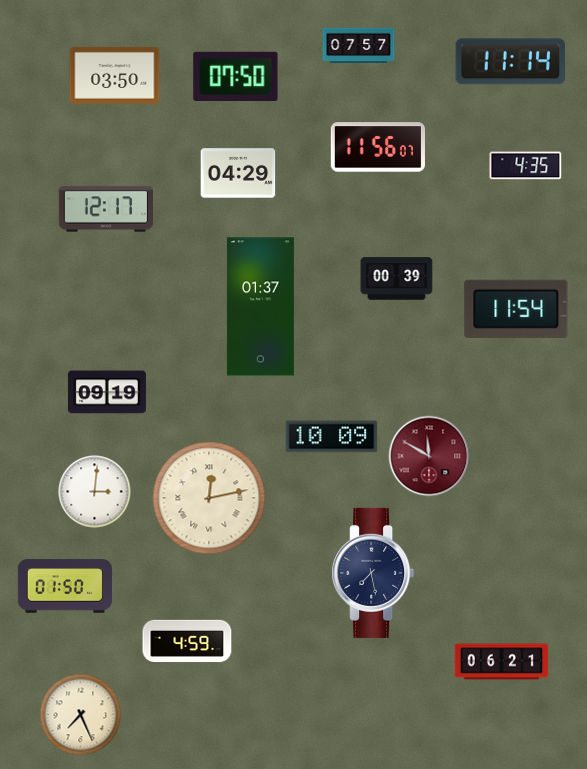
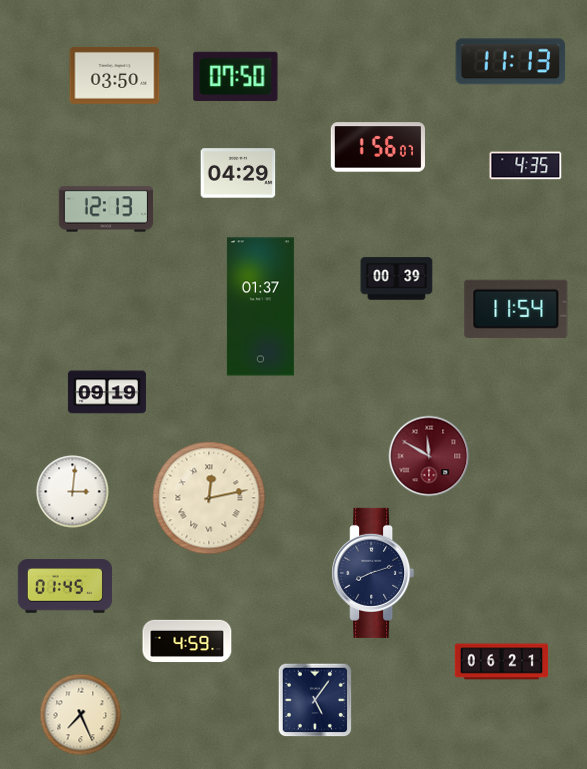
clock at (359, 46): 07:57 -> none
clock at (511, 62): 11:14 -> 11:13
clock at (378, 147): 11:56 -> 1:56
clock at (105, 209): 12:17 -> 12:13
clock at (332, 437): 10:09 -> none
clock at (95, 492) position: (95, 492) -> (73, 492)
clock at (373, 573): 7:28 -> 8:12
clock at (64, 586): 01:50 -> 01:45
clock at (315, 700): none -> 5:06
